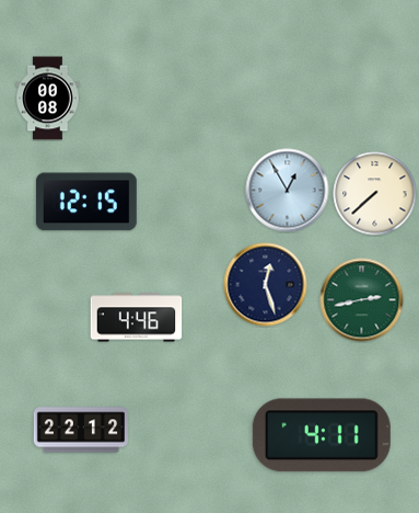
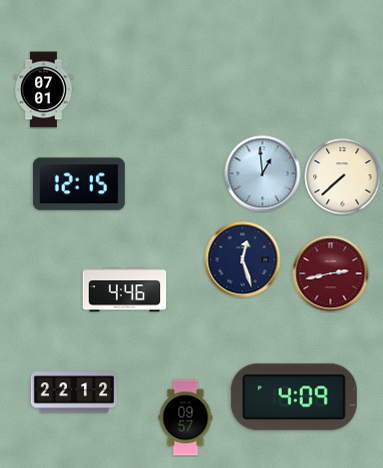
clock at (48, 99): 00:08 -> 07:01
clock at (288, 191): 12:55 -> 12:59
clock at (362, 300) dial: green -> burgundy
clock at (322, 435): 4:11 -> 4:09
clock at (186, 418): none -> 09:57
